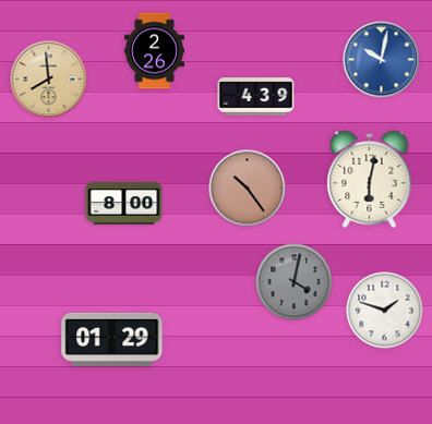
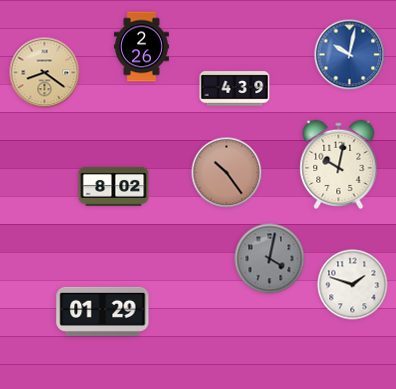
clock at (49, 80): 7:59 -> 8:21
clock at (370, 179): 6:02 -> 10:02
clock at (124, 203): 8:00 -> 8:02
